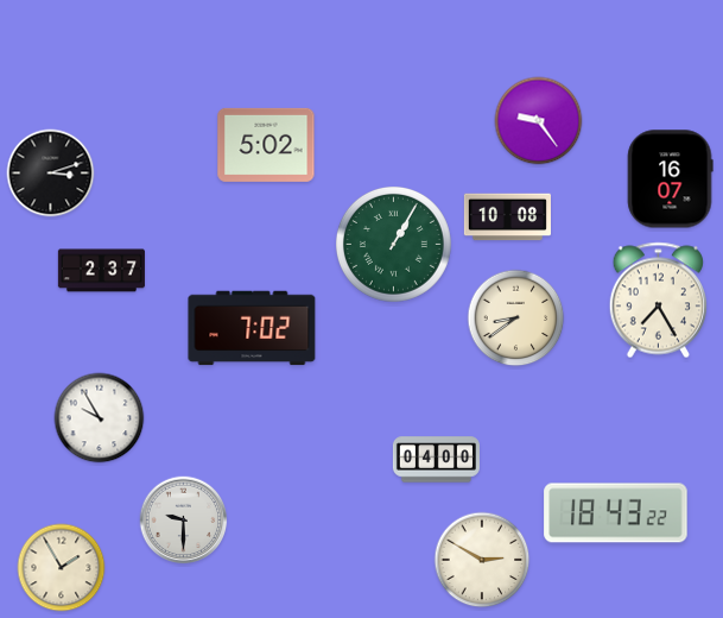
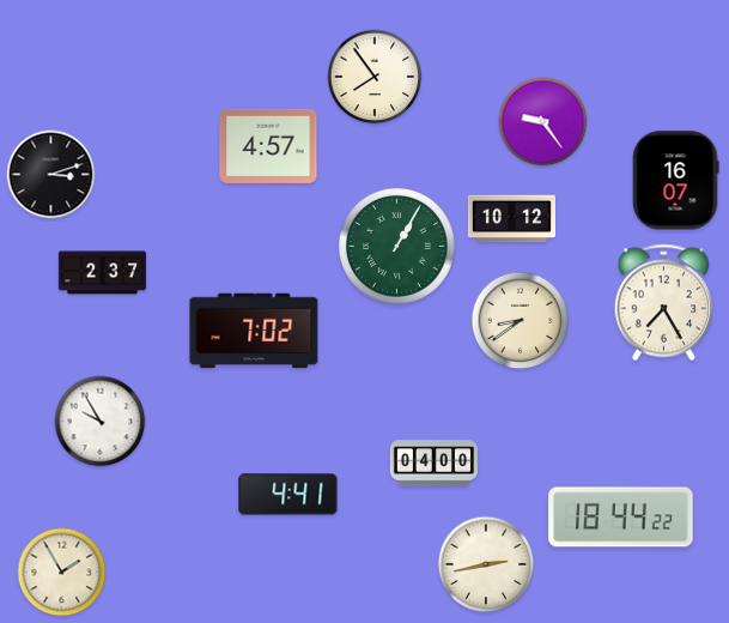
clock at (375, 77): none -> 7:54
clock at (266, 145): 5:02 -> 4:57
clock at (507, 217): 10:08 -> 10:12
clock at (436, 460) position: (436, 460) -> (433, 464)
clock at (288, 495): none -> 4:41
clock at (616, 513): 18:43 -> 18:44
clock at (184, 521): 9:30 -> none
clock at (482, 560): 2:50 -> 2:43
